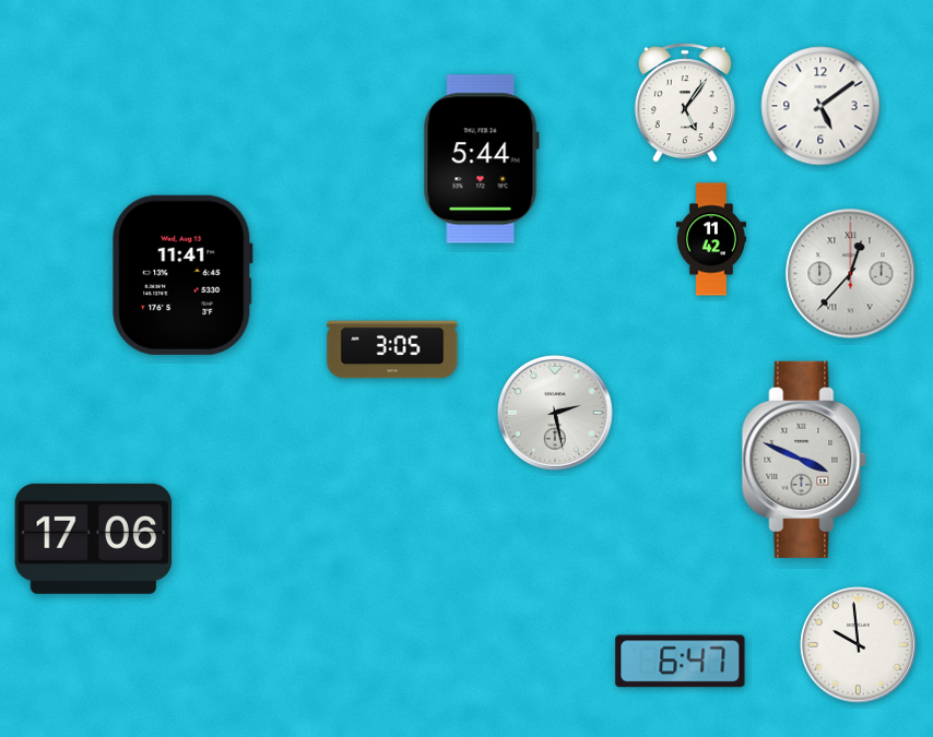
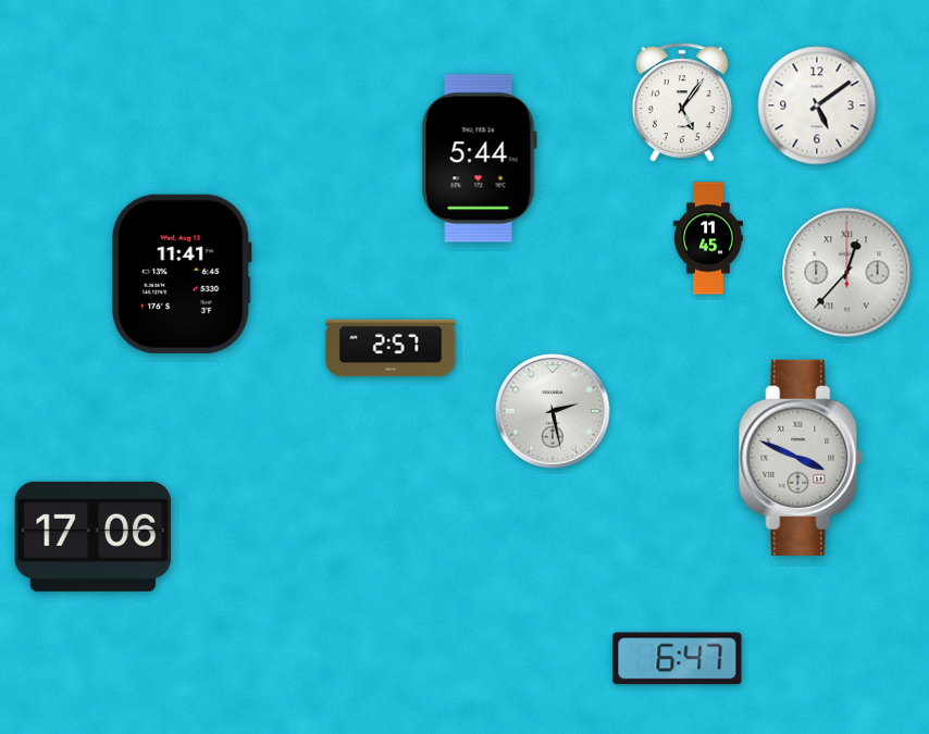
clock at (711, 239): 11:42 -> 11:45
clock at (392, 349): 3:05 -> 2:57
clock at (859, 645): 9:59 -> none
